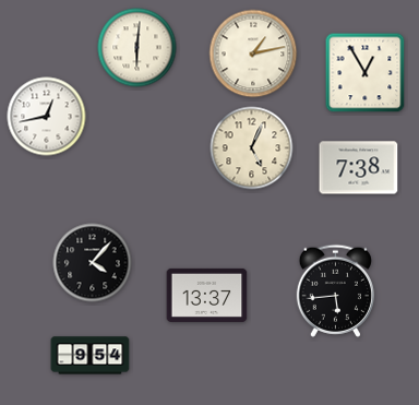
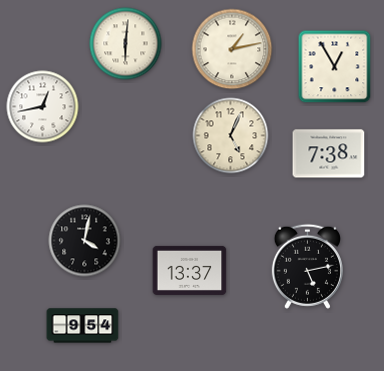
clock at (93, 263): 4:07 -> 4:02
clock at (335, 290): 5:44 -> 5:13
